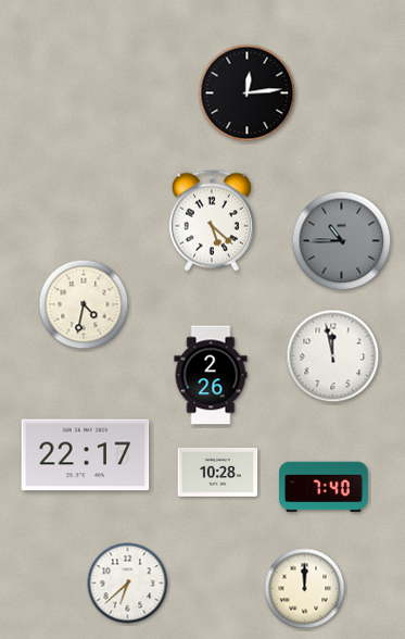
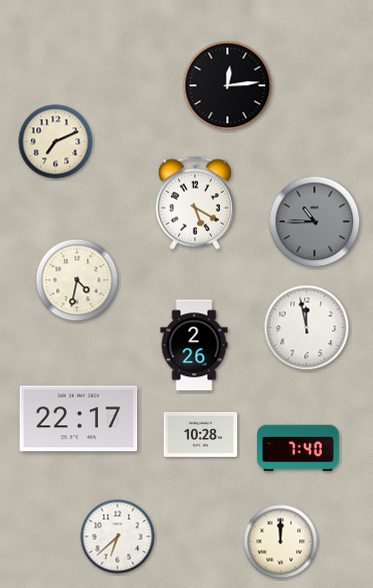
clock at (56, 142): none -> 7:11
clock at (212, 221): 5:22 -> 5:20
